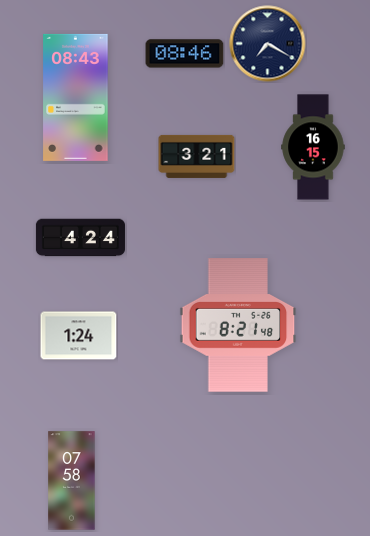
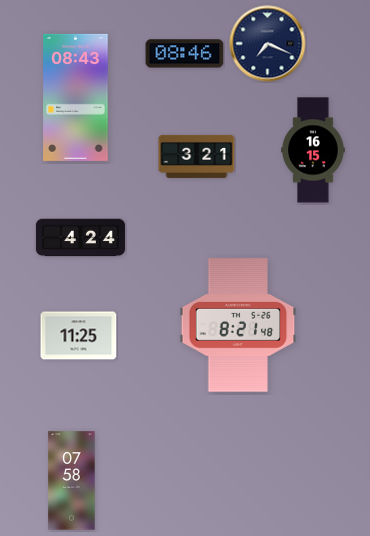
clock at (268, 44): 7:20 -> 7:19
clock at (313, 147) position: (313, 147) -> (313, 150)
clock at (79, 336): 1:24 -> 11:25
